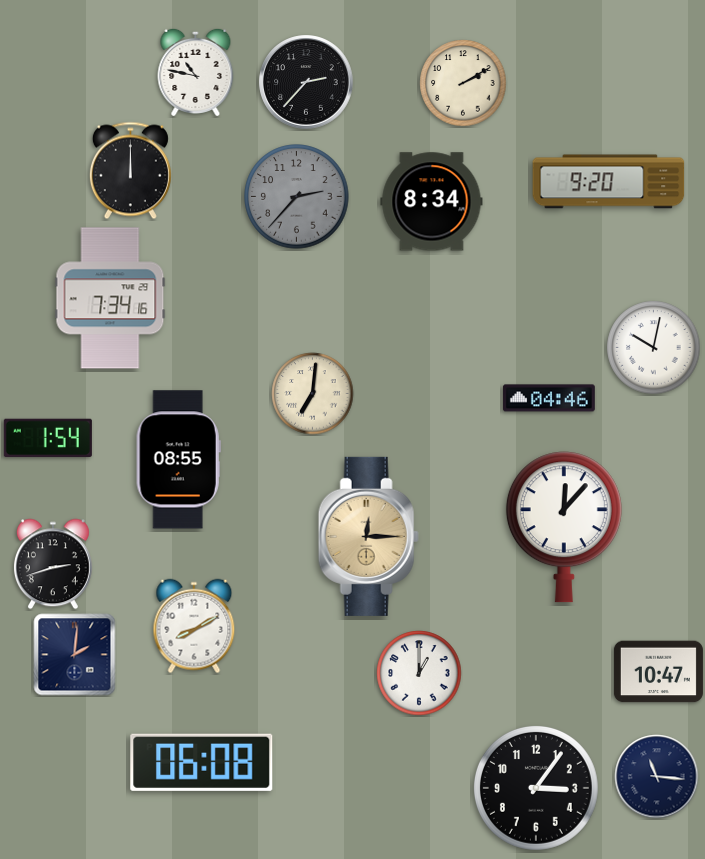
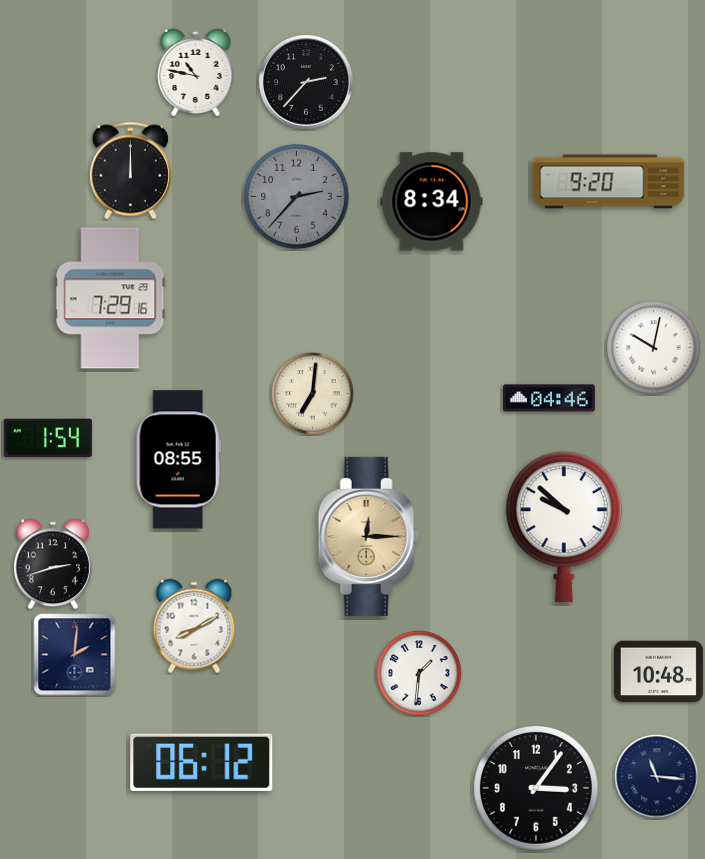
clock at (463, 83): 2:10 -> none
clock at (110, 298): 7:34 -> 7:29
clock at (564, 527): 12:07 -> 9:52
clock at (658, 672): 10:47 -> 10:48
clock at (419, 673): 1:00 -> 1:31
clock at (202, 762): 06:08 -> 06:12
